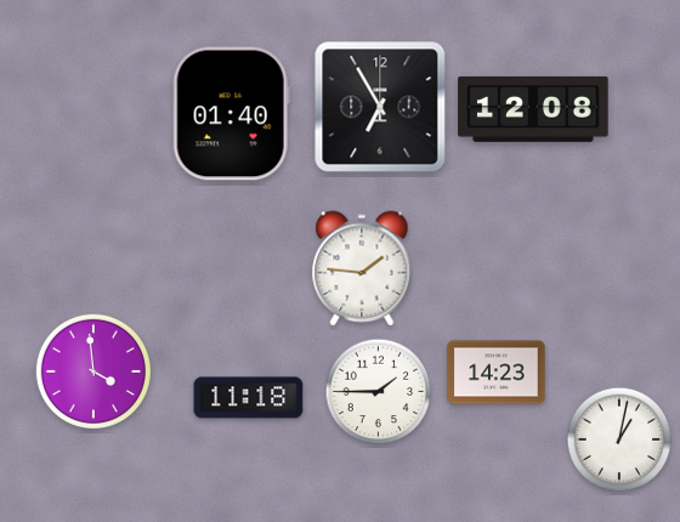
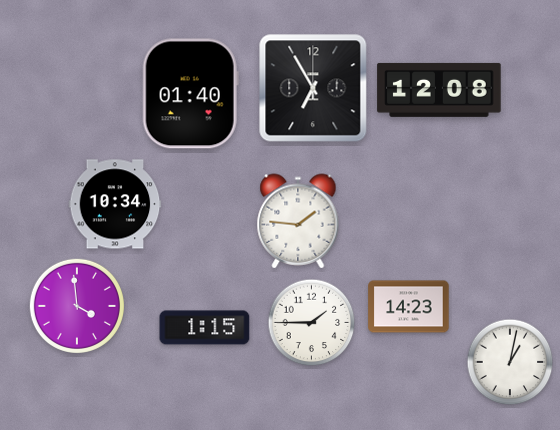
clock at (115, 204): none -> 10:34
clock at (249, 398): 11:18 -> 1:15
